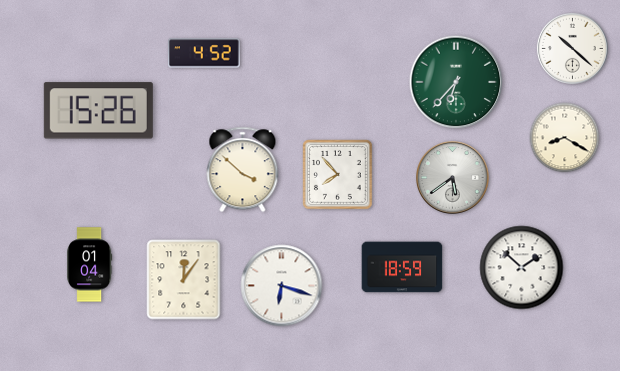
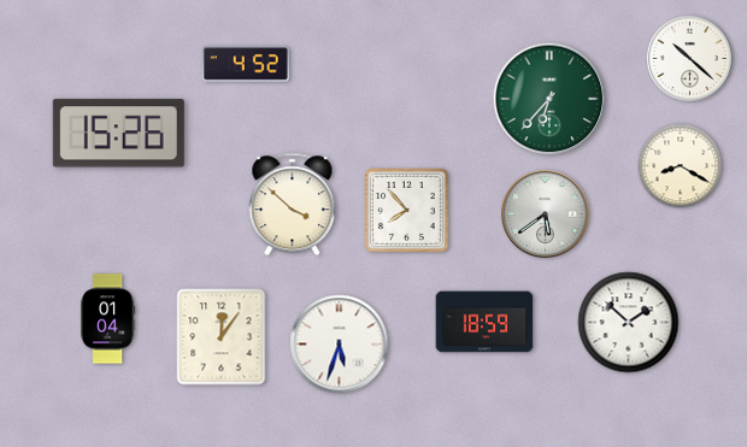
clock at (282, 286): 6:18 -> 5:33
